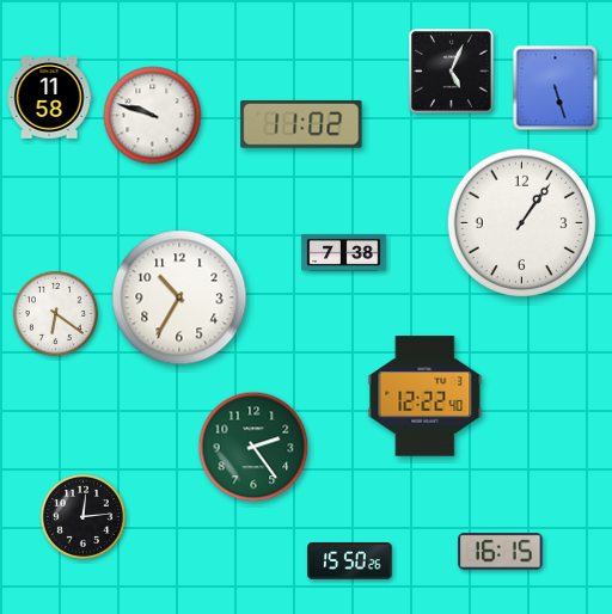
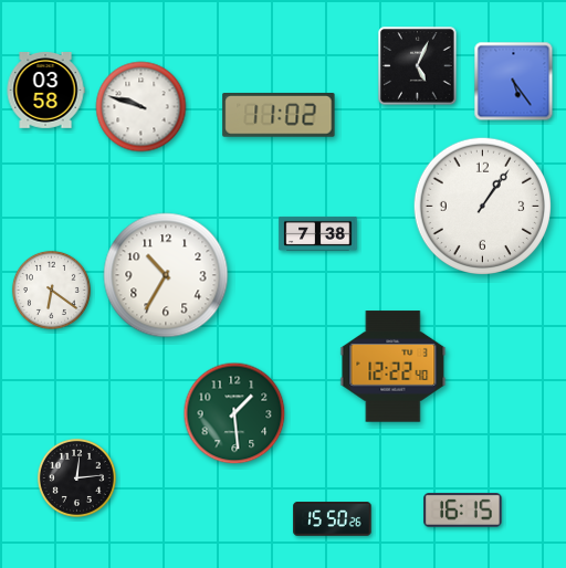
clock at (556, 88): 5:27 -> 5:24
clock at (49, 98): 11:58 -> 03:58
clock at (253, 447): 2:24 -> 1:29
clock at (350, 561) position: (350, 561) -> (333, 519)
